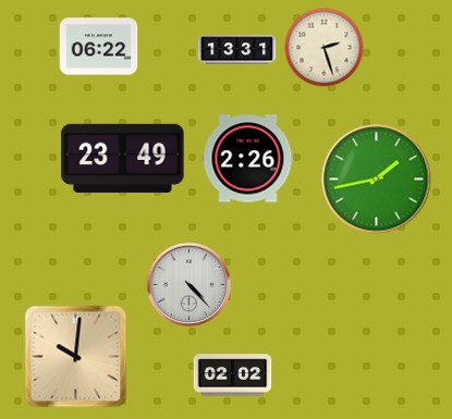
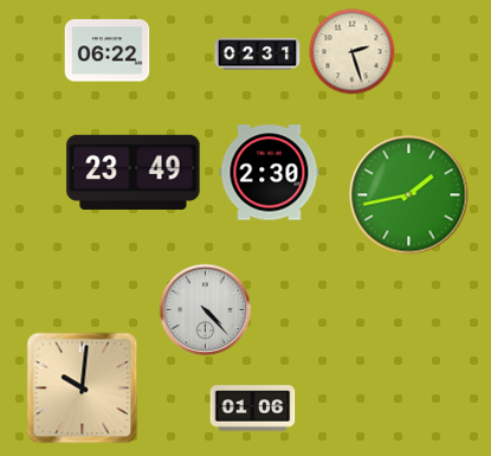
clock at (237, 50): 13:31 -> 02:31
clock at (248, 159): 2:26 -> 2:30
clock at (233, 375): 02:02 -> 01:06
